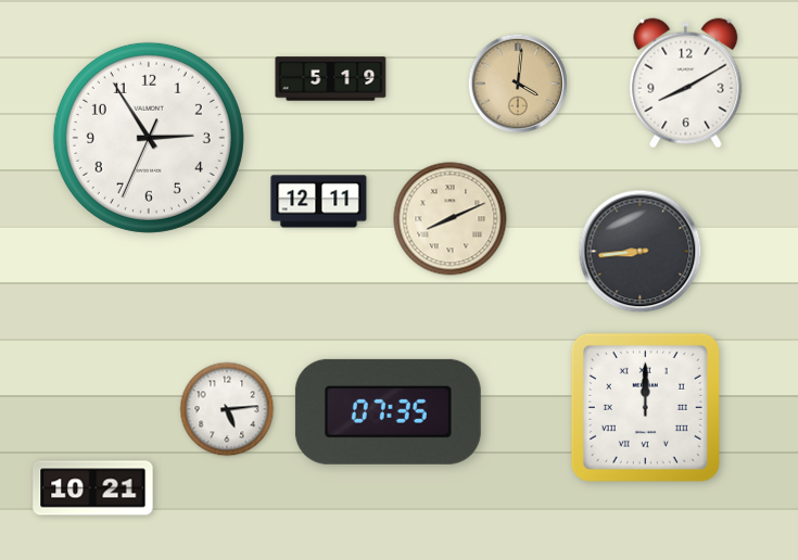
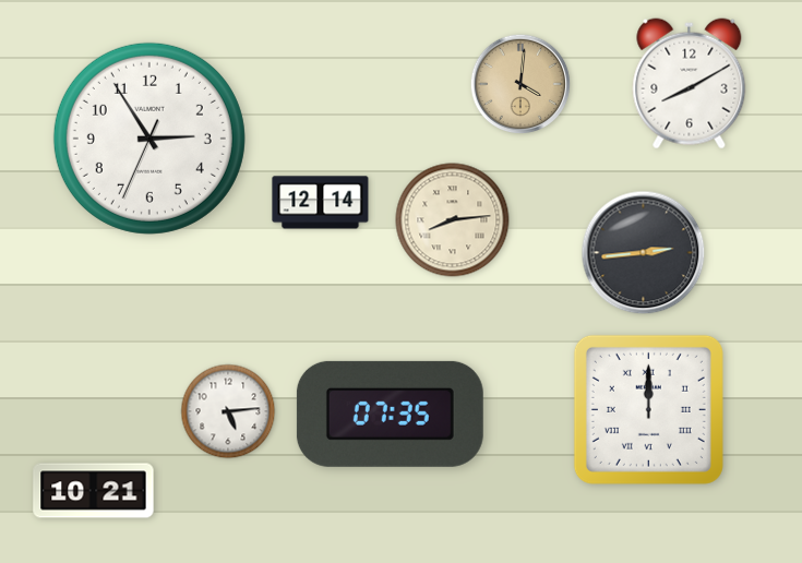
clock at (331, 79): 5:19 -> none
clock at (319, 202): 12:11 -> 12:14
clock at (451, 219): 8:11 -> 8:14
clock at (641, 252): 8:44 -> 2:44
